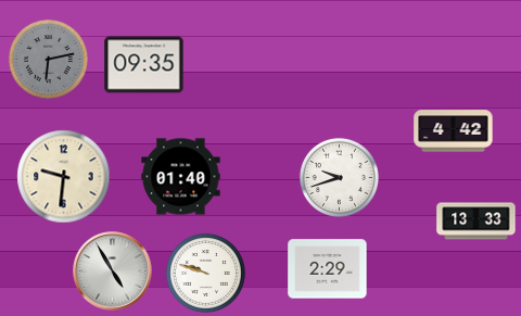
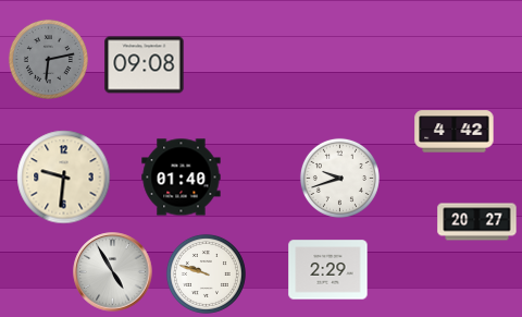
clock at (144, 65): 09:35 -> 09:08
clock at (476, 222): 13:33 -> 20:27
